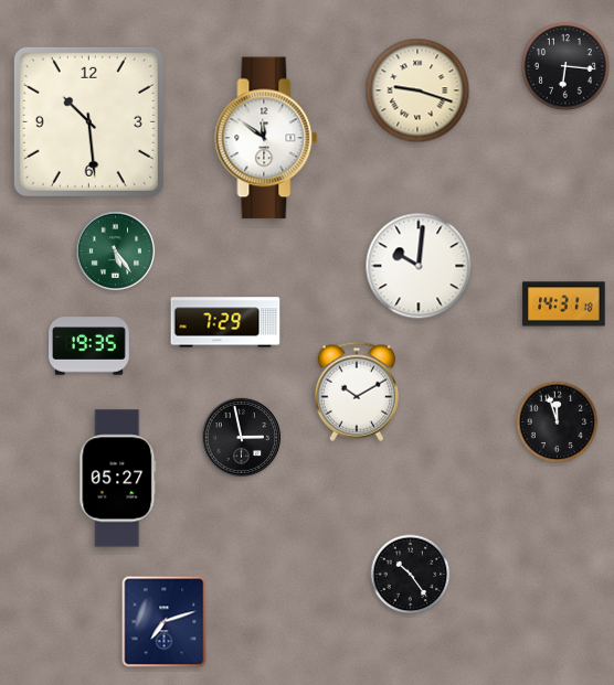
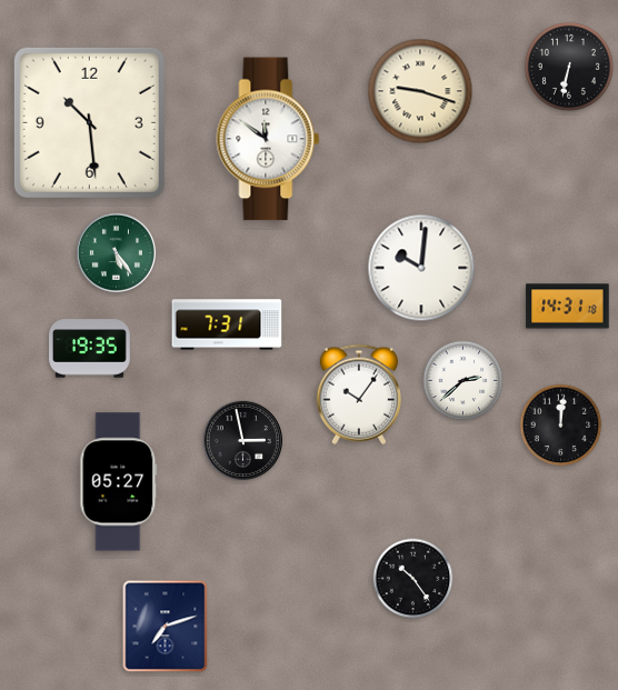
clock at (565, 66): 6:16 -> 6:32
clock at (225, 322): 7:29 -> 7:31
clock at (463, 381): none -> 2:38
clock at (357, 392): 10:10 -> 10:06
clock at (558, 422): 11:57 -> 12:01
